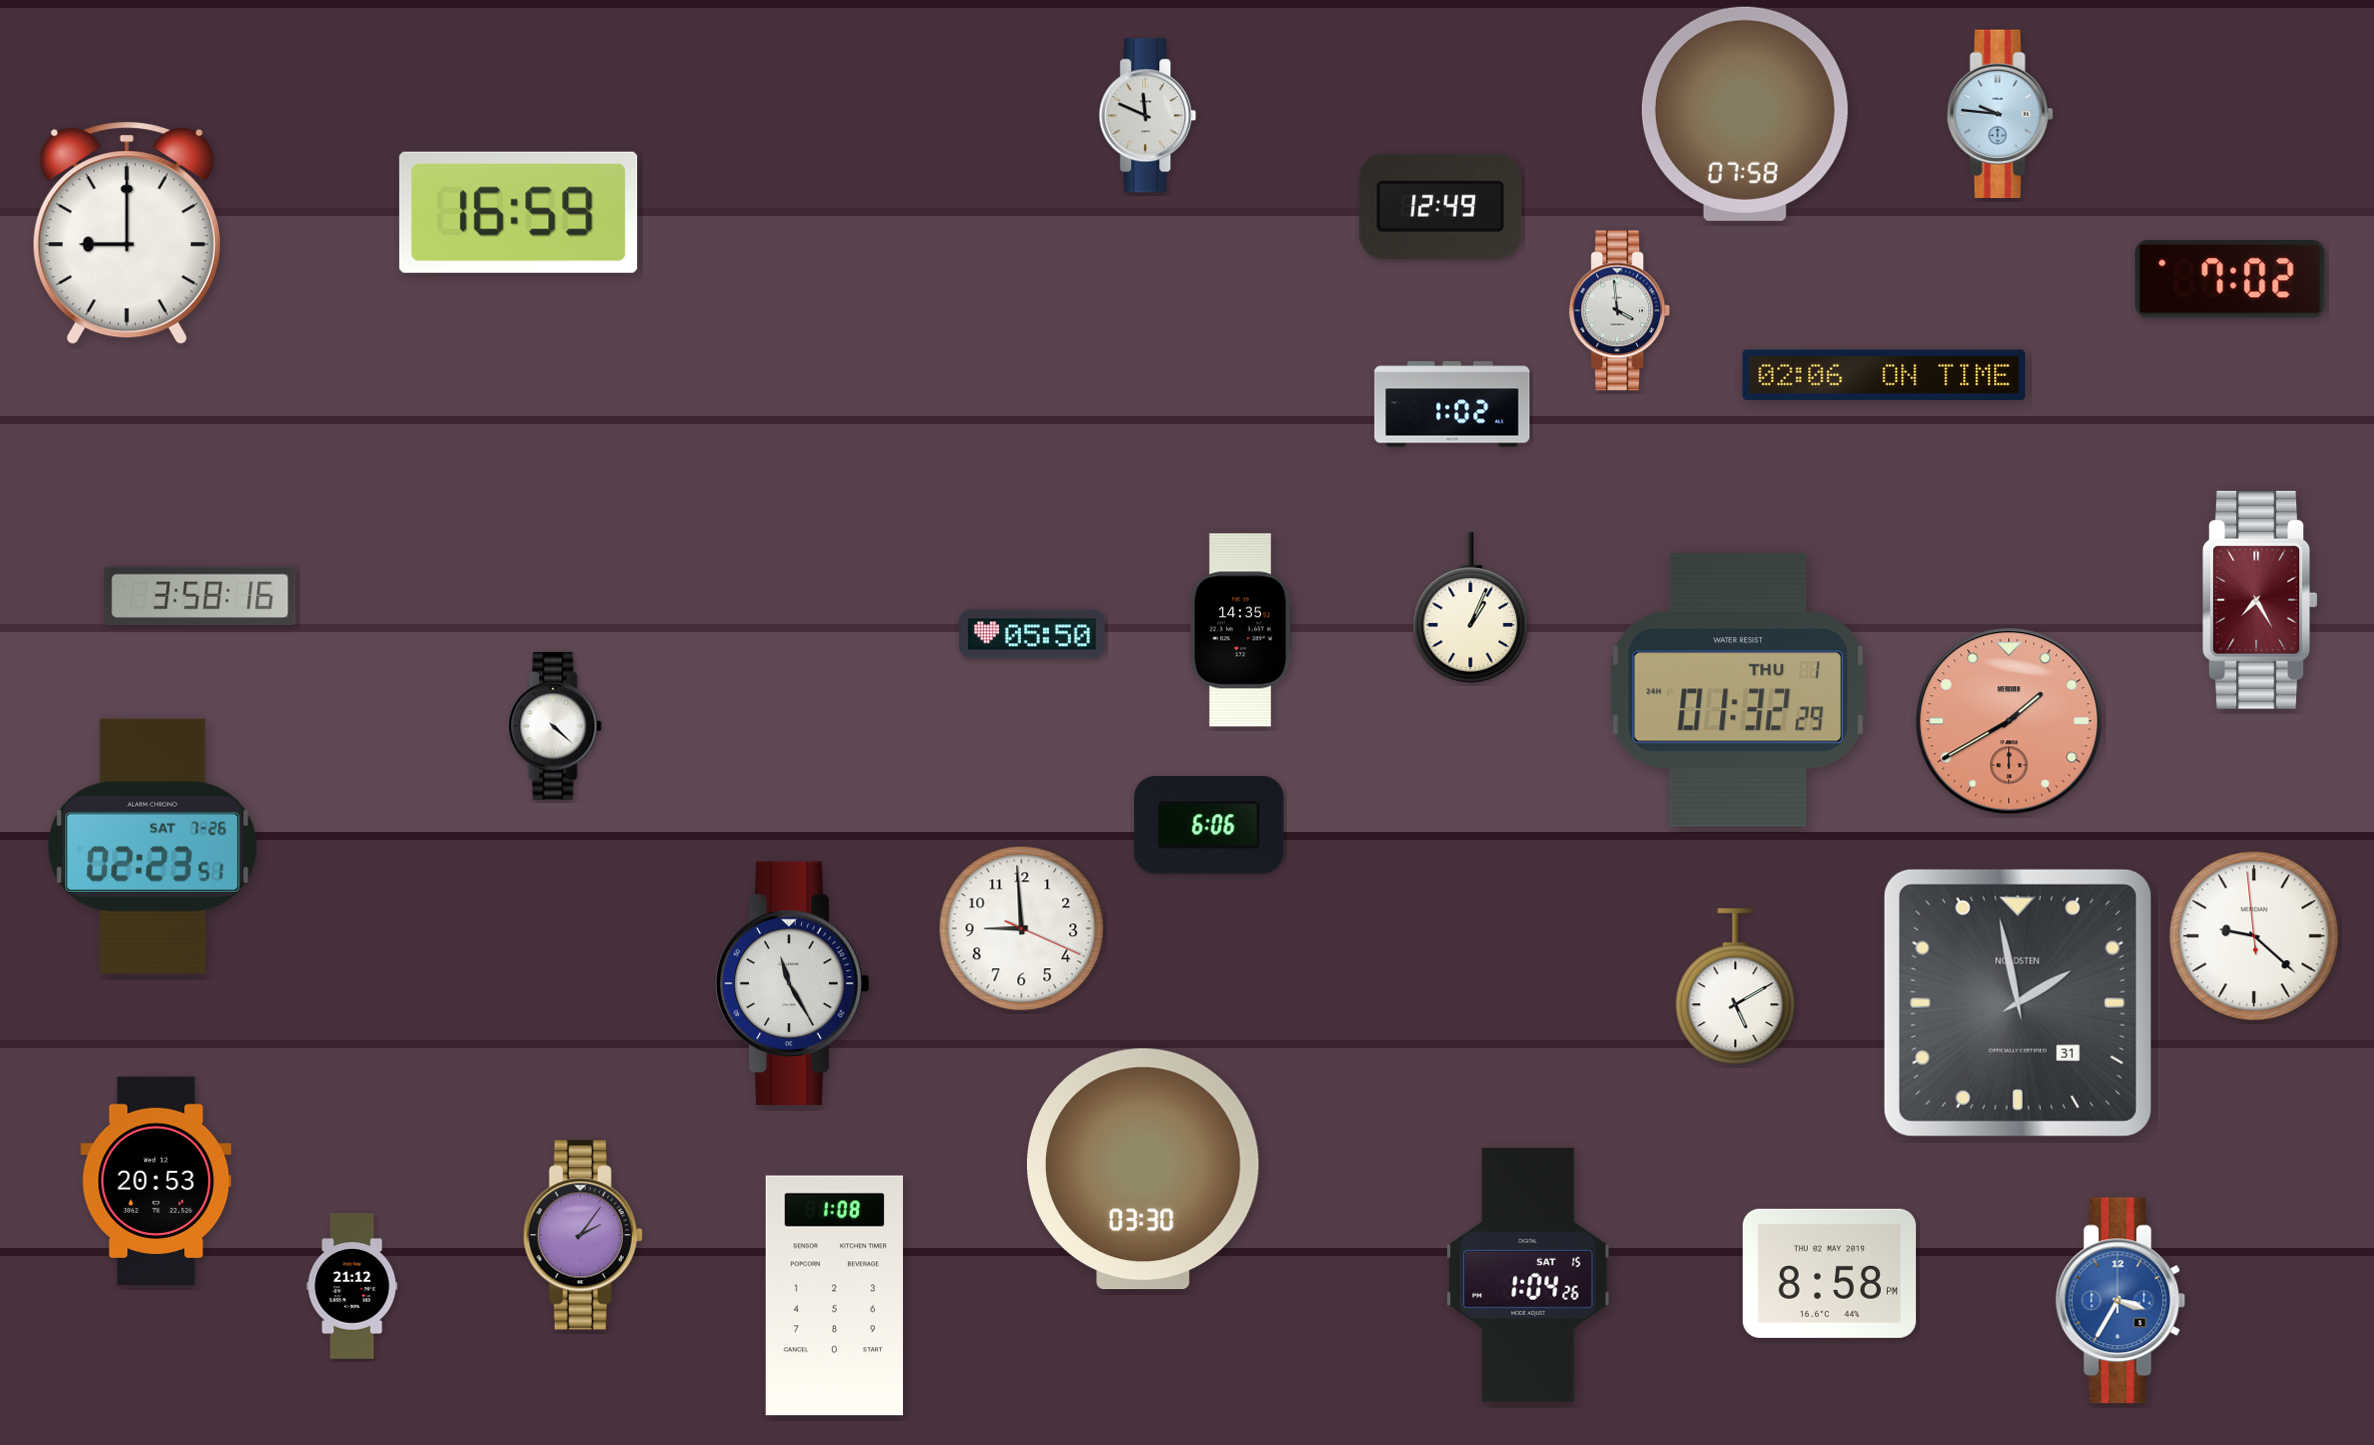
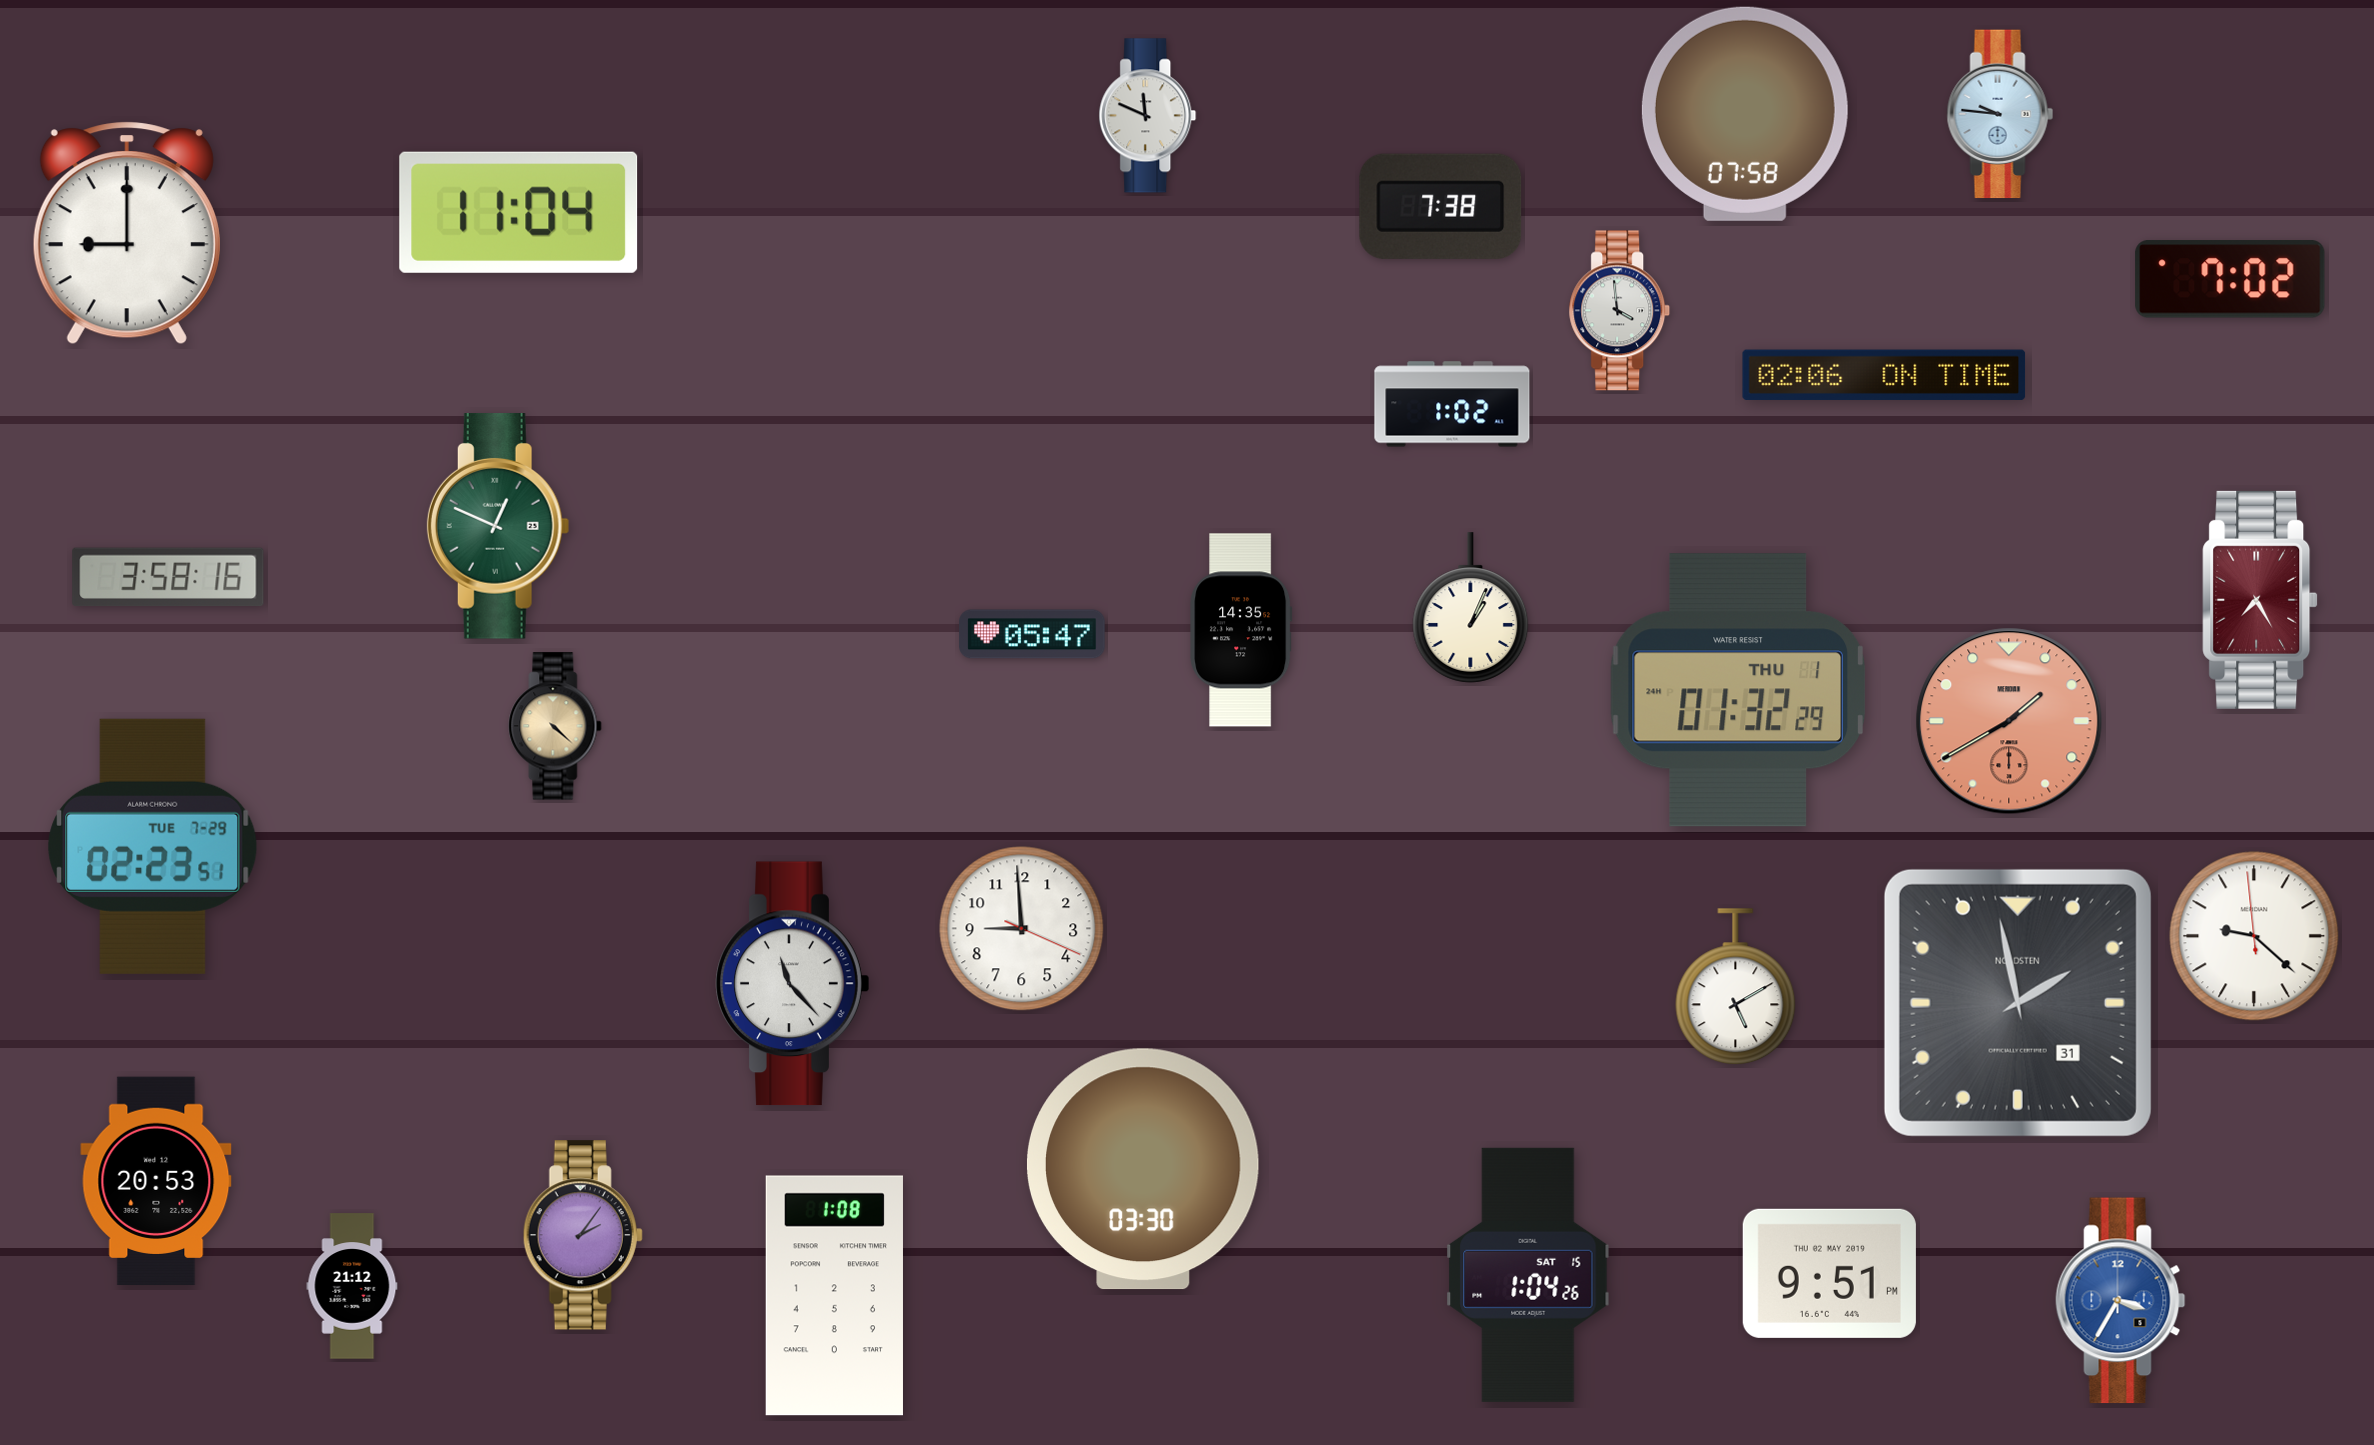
clock at (1441, 206): 12:49 -> 7:38
clock at (519, 212): 16:59 -> 11:04
clock at (498, 526): none -> 12:49
clock at (200, 596) position: (200, 596) -> (168, 577)
clock at (1032, 634): 05:50 -> 05:47
clock at (555, 726) dial: white -> champagne
clock at (1209, 825): 6:06 -> none
clock at (153, 846) date: SAT 7-26 -> TUE 7-29
clock at (793, 984): 11:25 -> 11:23
clock at (1829, 1273): 8:58 -> 9:51
